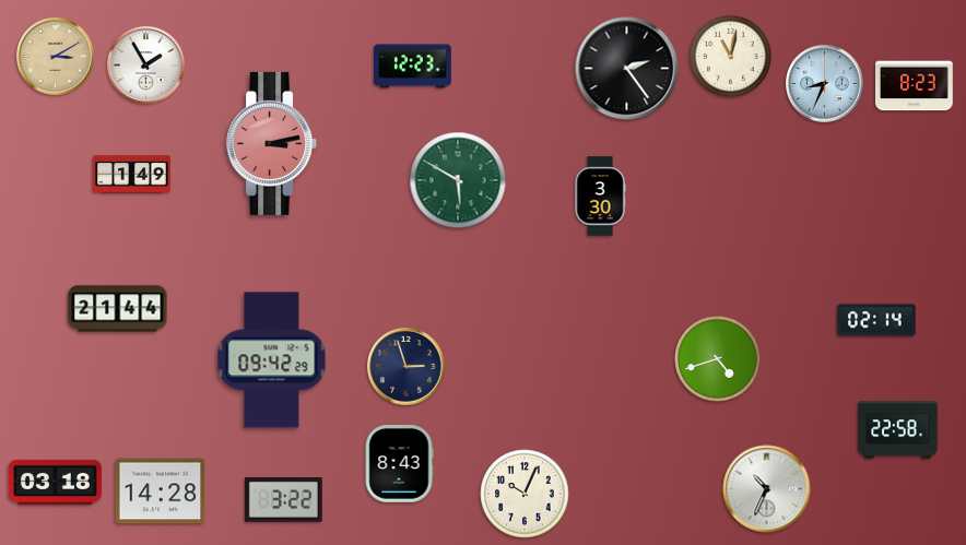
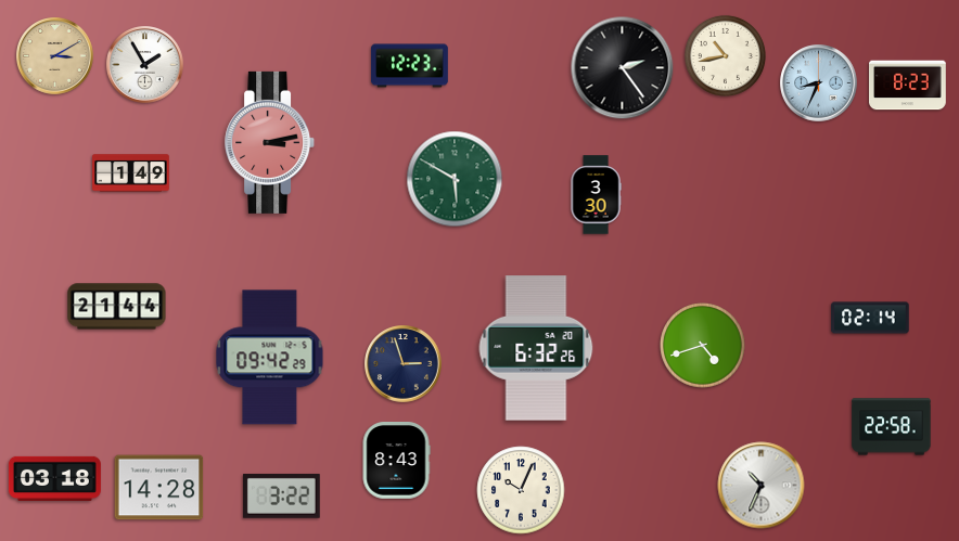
clock at (730, 56): 11:02 -> 10:43
clock at (536, 348): none -> 6:32
clock at (718, 359) position: (718, 359) -> (703, 346)
